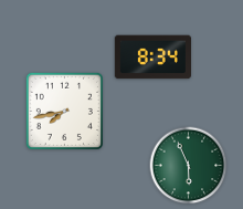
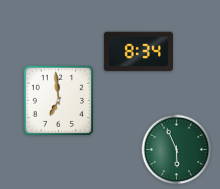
clock at (64, 111): 7:43 -> 6:59
clock at (189, 166) position: (189, 166) -> (177, 150)
